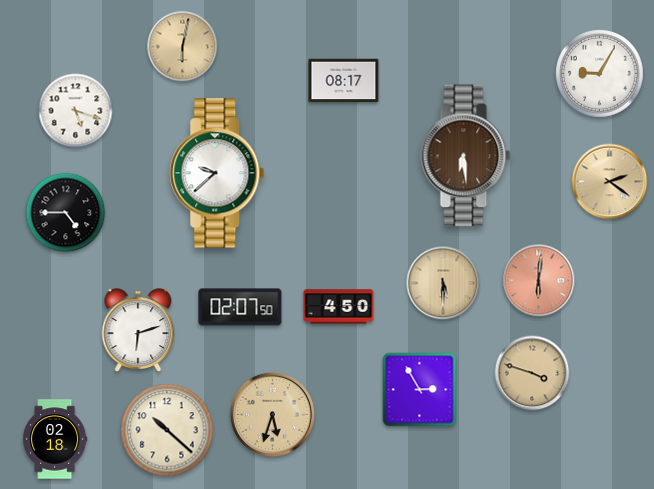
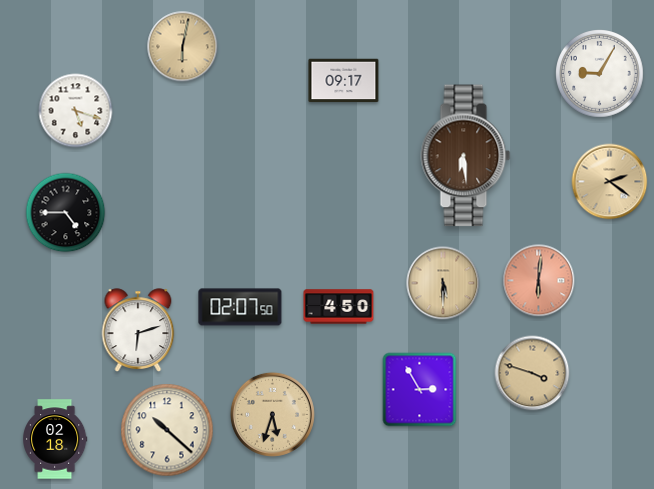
clock at (344, 81): 08:17 -> 09:17
clock at (217, 173): 9:38 -> none
